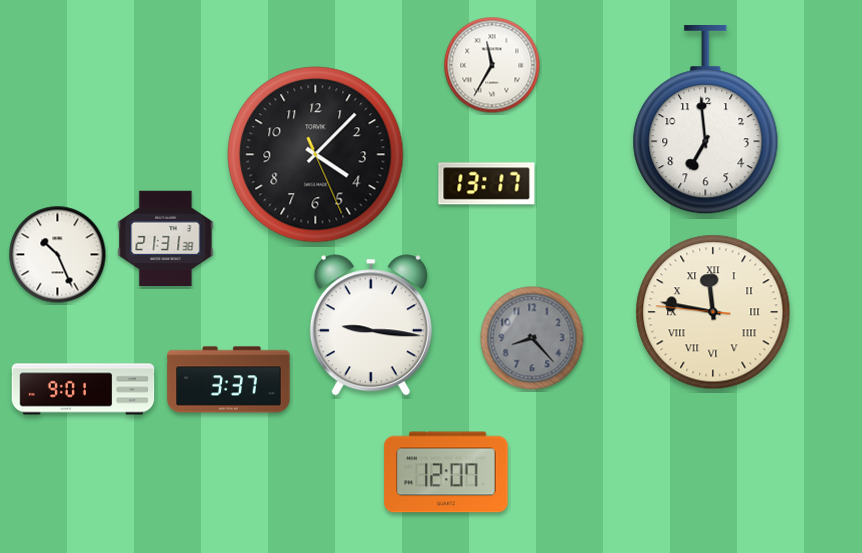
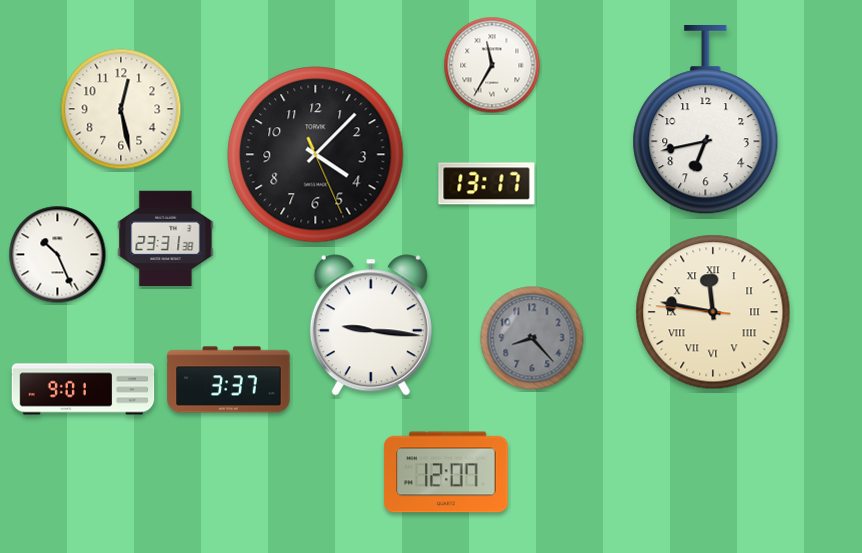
clock at (121, 109): none -> 12:28
clock at (706, 121): 6:59 -> 6:43
clock at (166, 238): 21:31 -> 23:31
